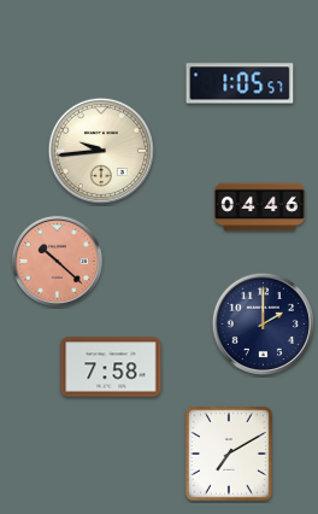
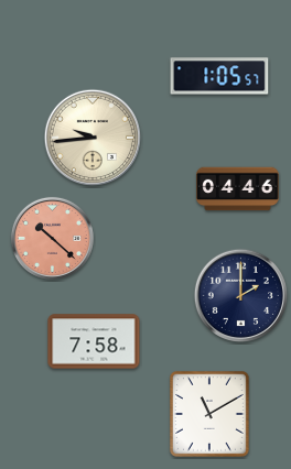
clock at (111, 367) position: (111, 367) -> (94, 341)
clock at (229, 454): 7:10 -> 11:10
